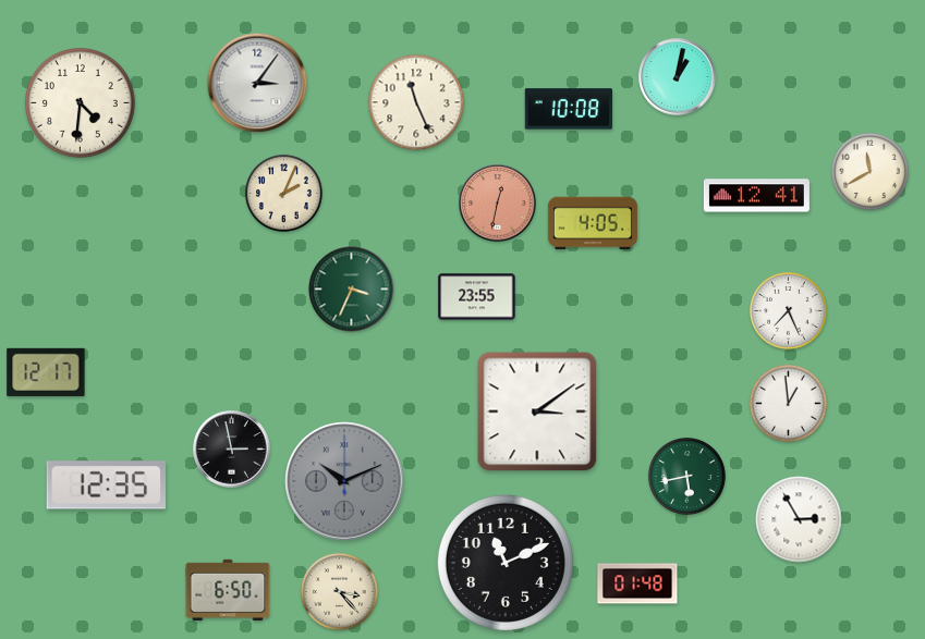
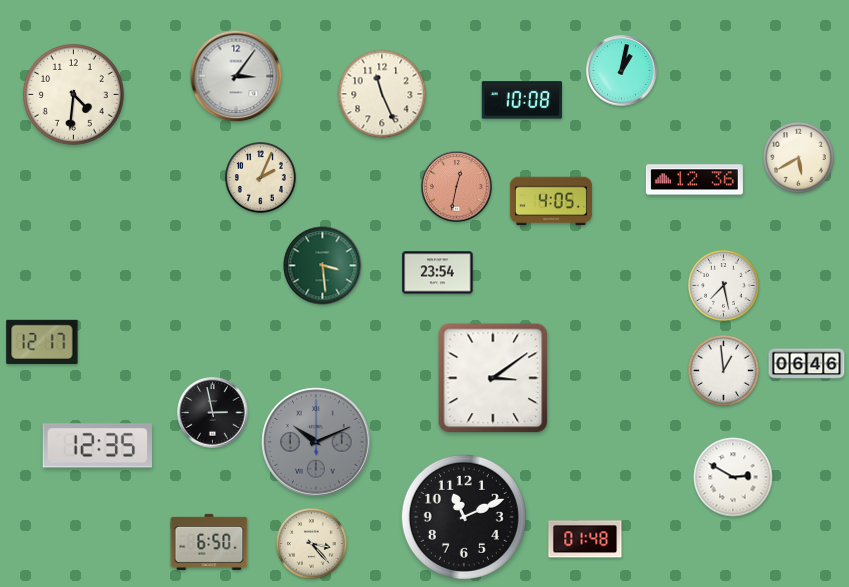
clock at (869, 171): 11:40 -> 5:40
clock at (756, 196): 12:41 -> 12:36
clock at (593, 223) position: (593, 223) -> (551, 201)
clock at (352, 290): 3:34 -> 3:29
clock at (477, 297): 23:55 -> 23:54
clock at (788, 310): 7:26 -> 7:28
clock at (807, 364): none -> 06:46
clock at (686, 476): 5:43 -> none
clock at (799, 519): 2:55 -> 2:50
clock at (637, 583) position: (637, 583) -> (585, 539)
